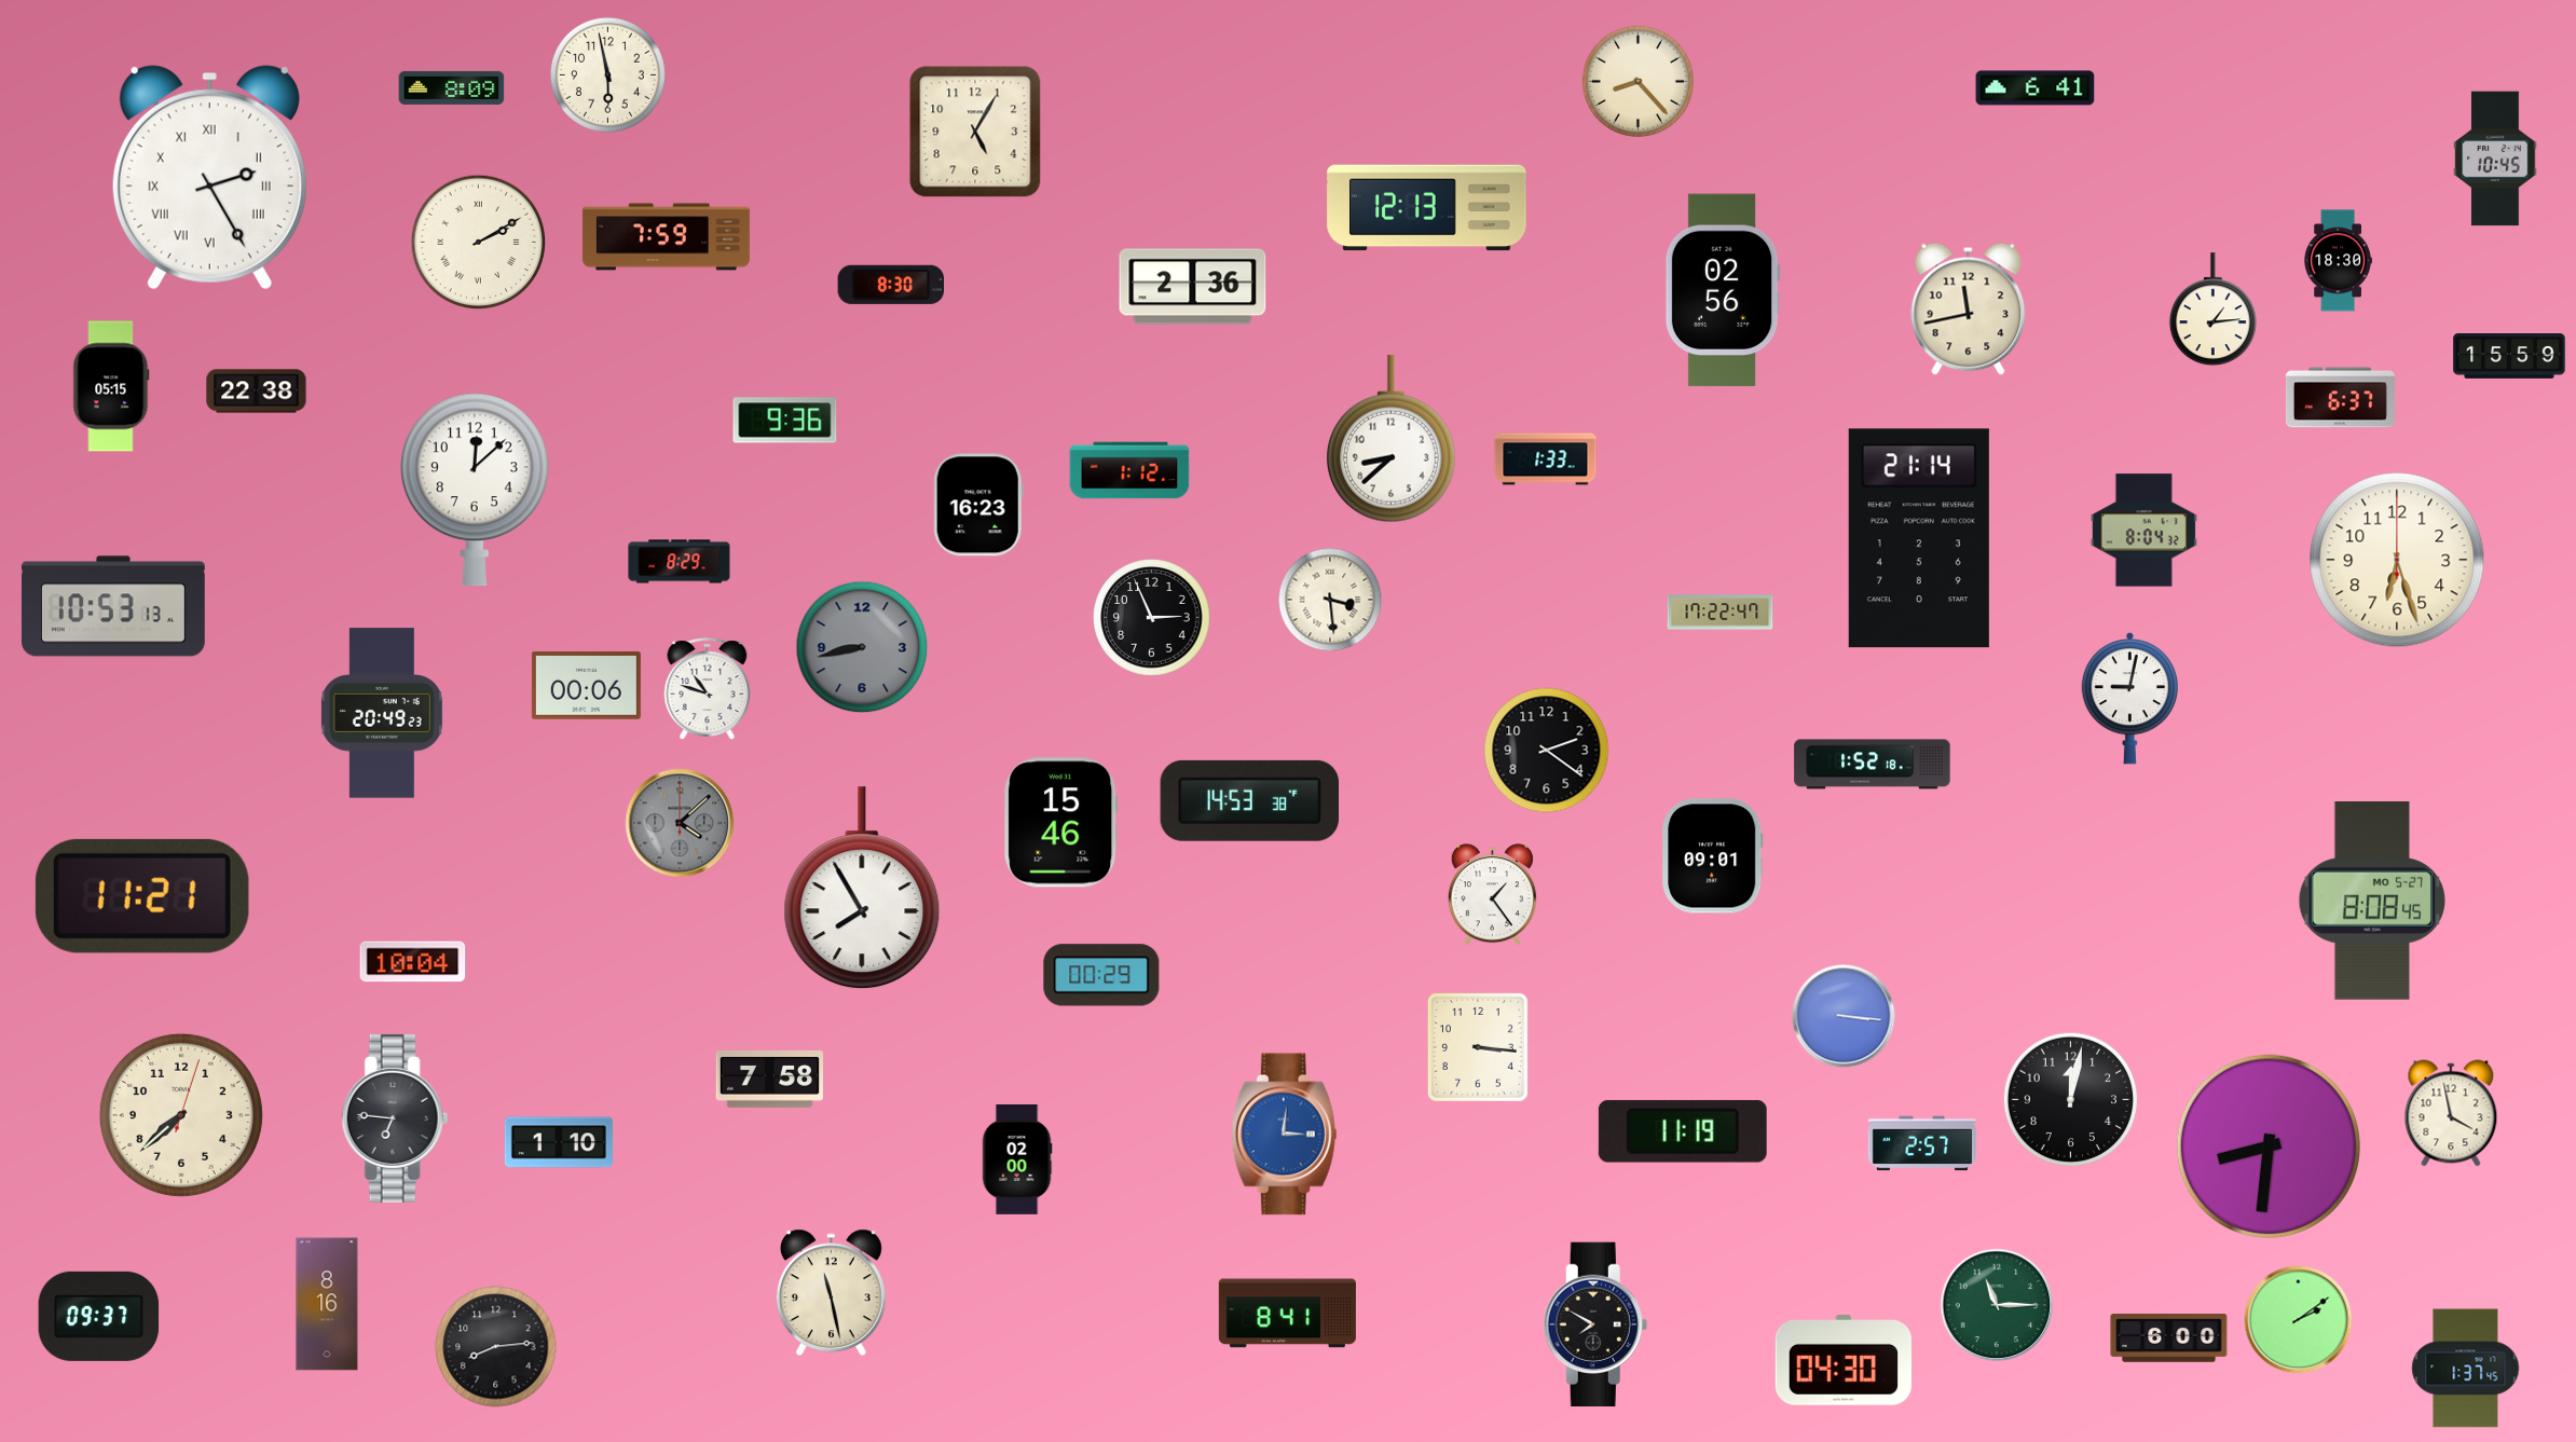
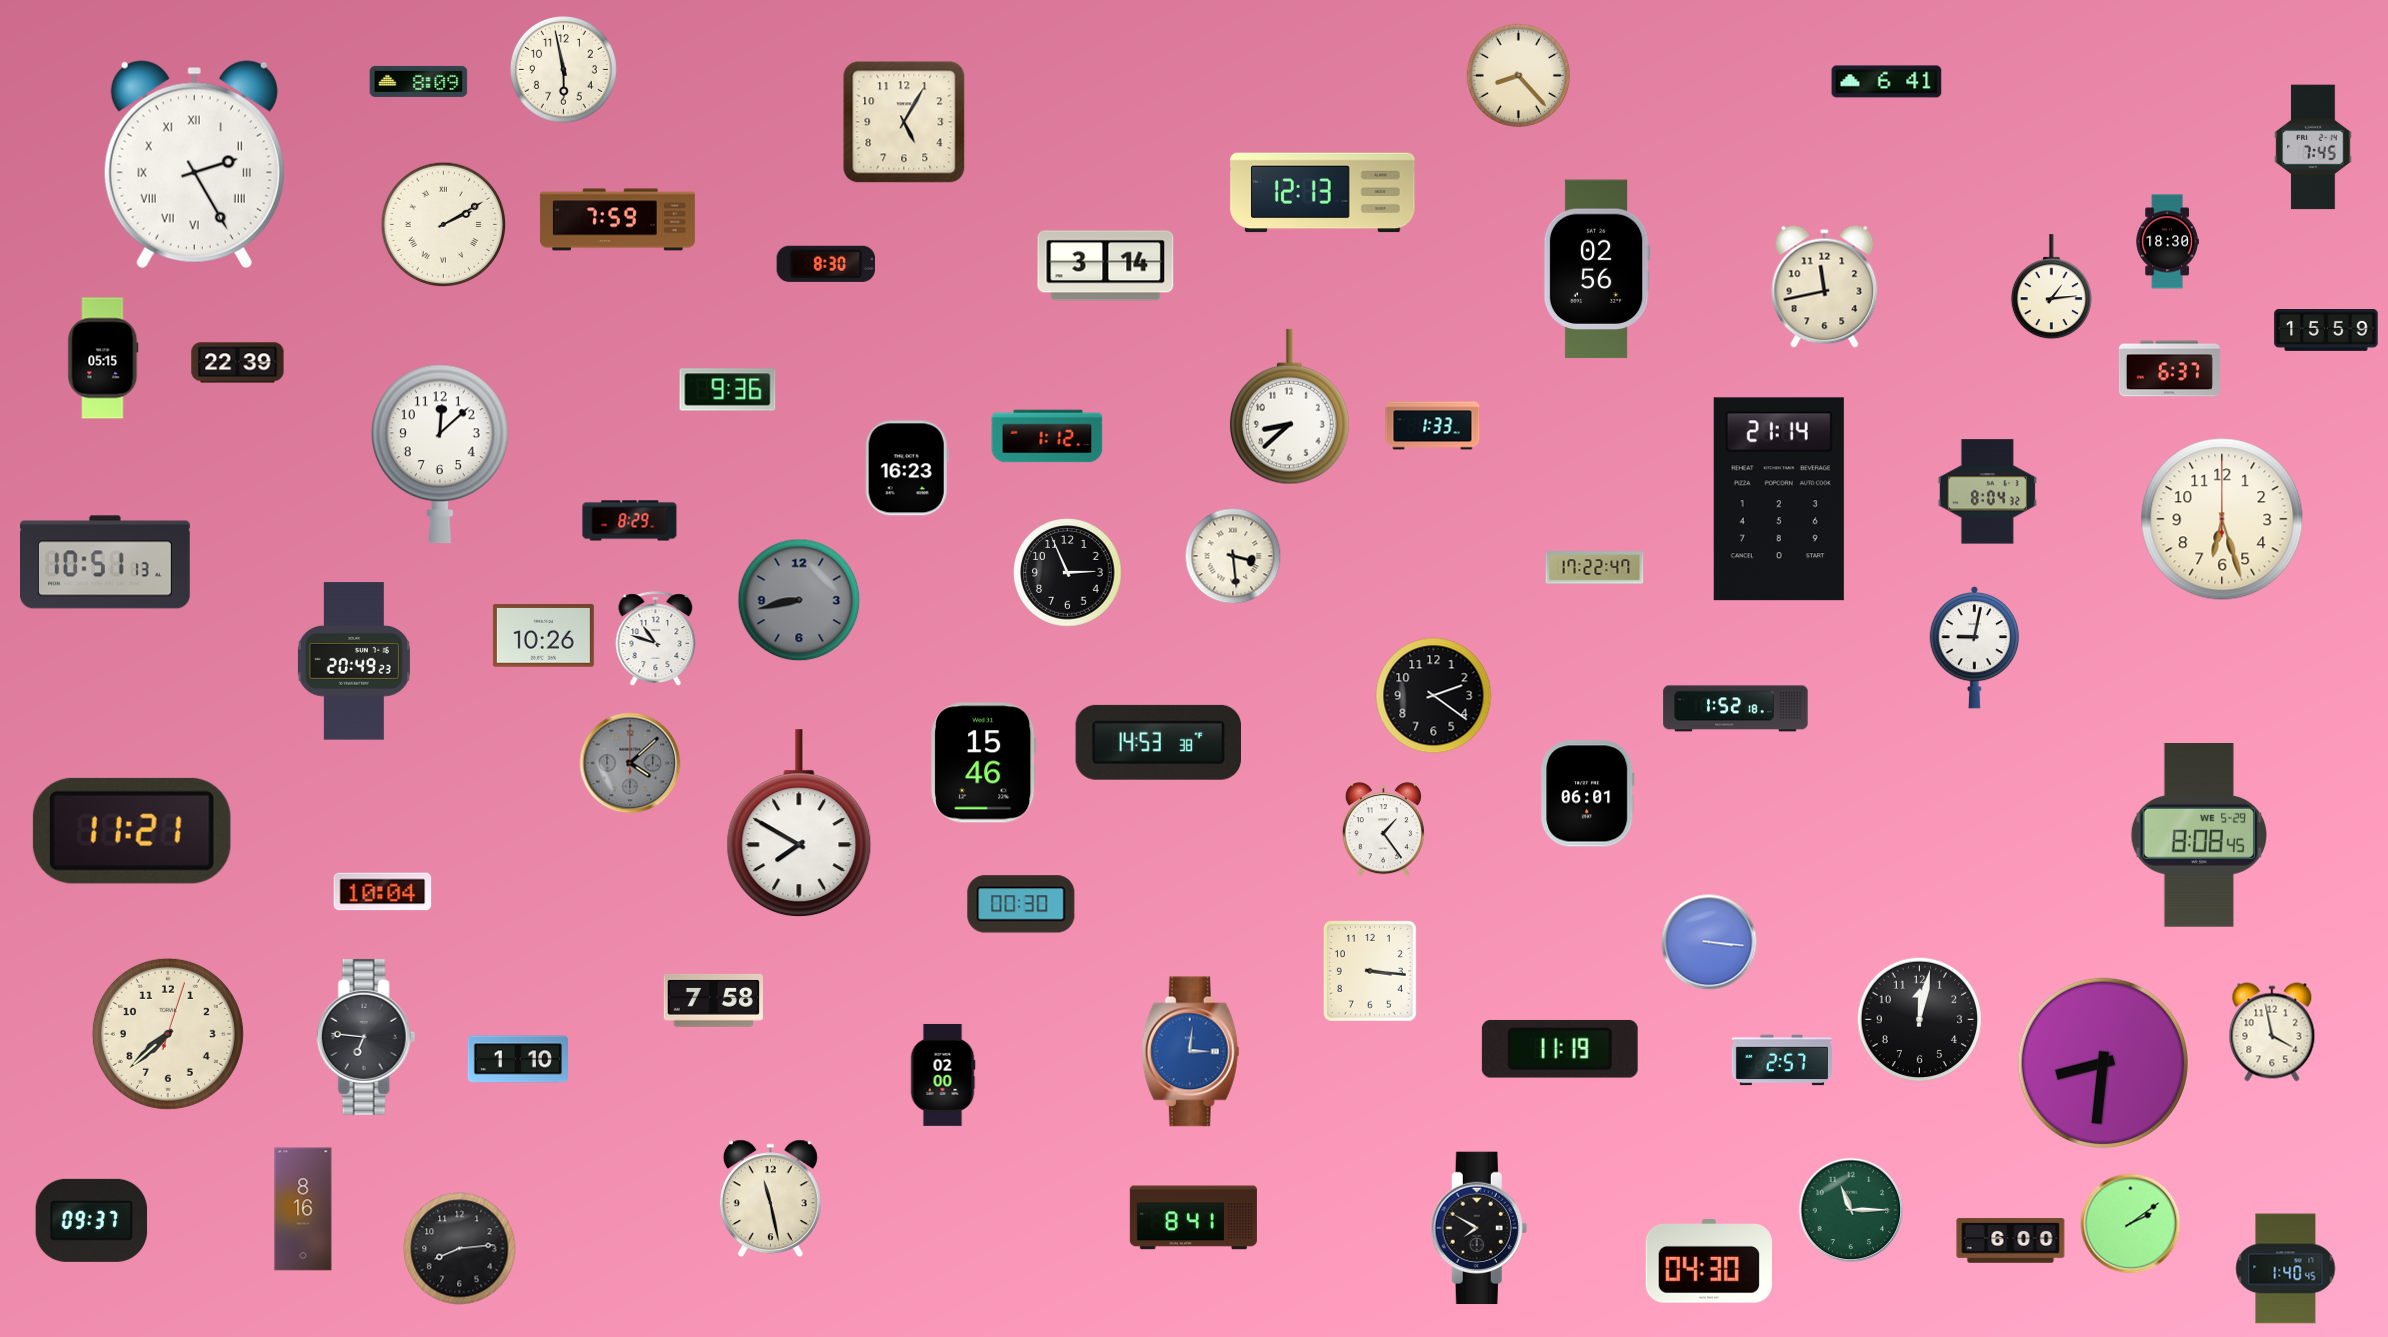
clock at (2495, 159): 10:45 -> 7:45
clock at (1193, 287): 2:36 -> 3:14
clock at (257, 392): 22:38 -> 22:39
clock at (114, 606): 10:53 -> 10:51
clock at (586, 685): 00:06 -> 10:26
clock at (1713, 856): 09:01 -> 06:01
clock at (862, 889): 7:55 -> 7:50
clock at (2371, 902) date: MO 5-27 -> WE 5-29
clock at (1101, 975): 00:29 -> 00:30
clock at (2466, 1369): 1:37 -> 1:40
